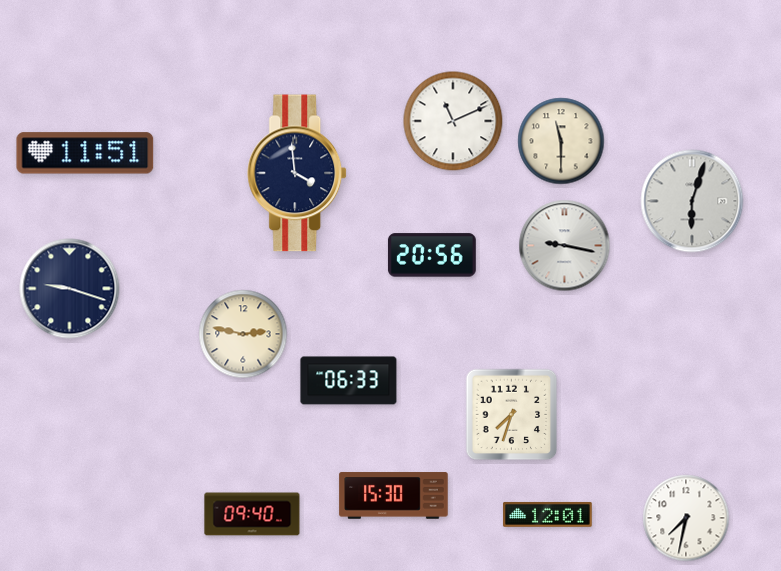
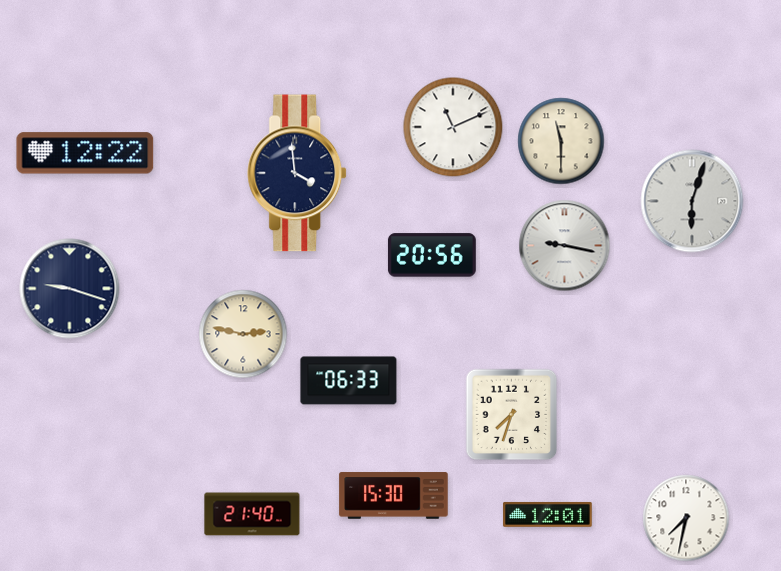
clock at (453, 121) position: (453, 121) -> (453, 127)
clock at (85, 153): 11:51 -> 12:22
clock at (252, 514): 09:40 -> 21:40
